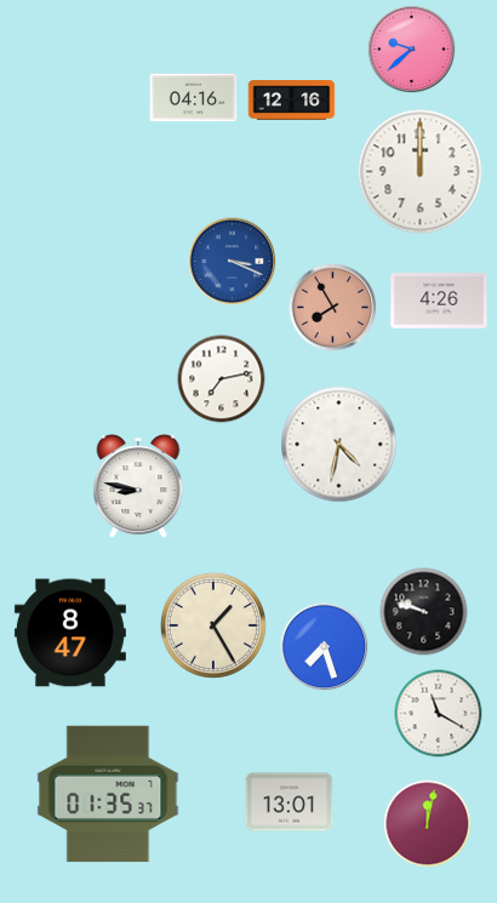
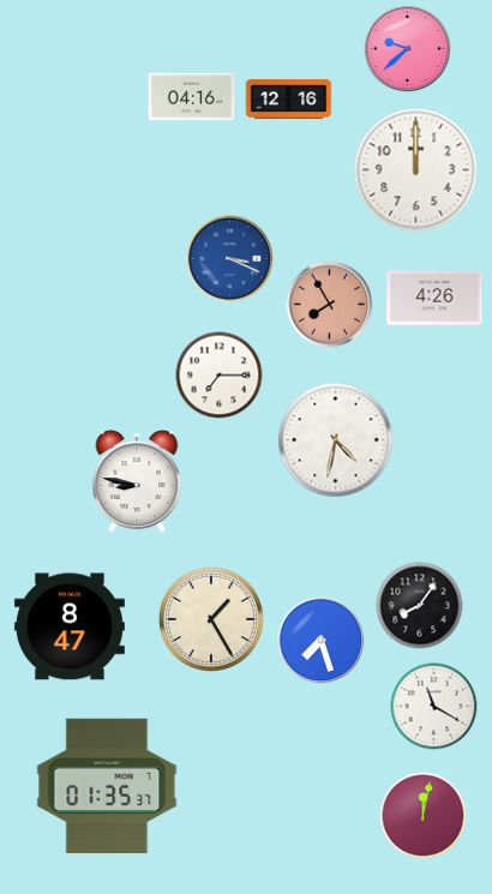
clock at (222, 379): 7:13 -> 7:15
clock at (424, 612): 9:48 -> 8:06
clock at (290, 802): 13:01 -> none
